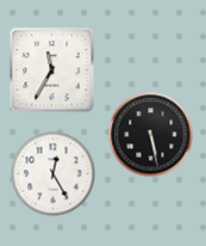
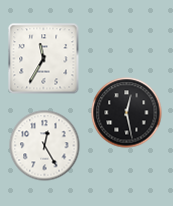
clock at (151, 135): 5:28 -> 12:28
